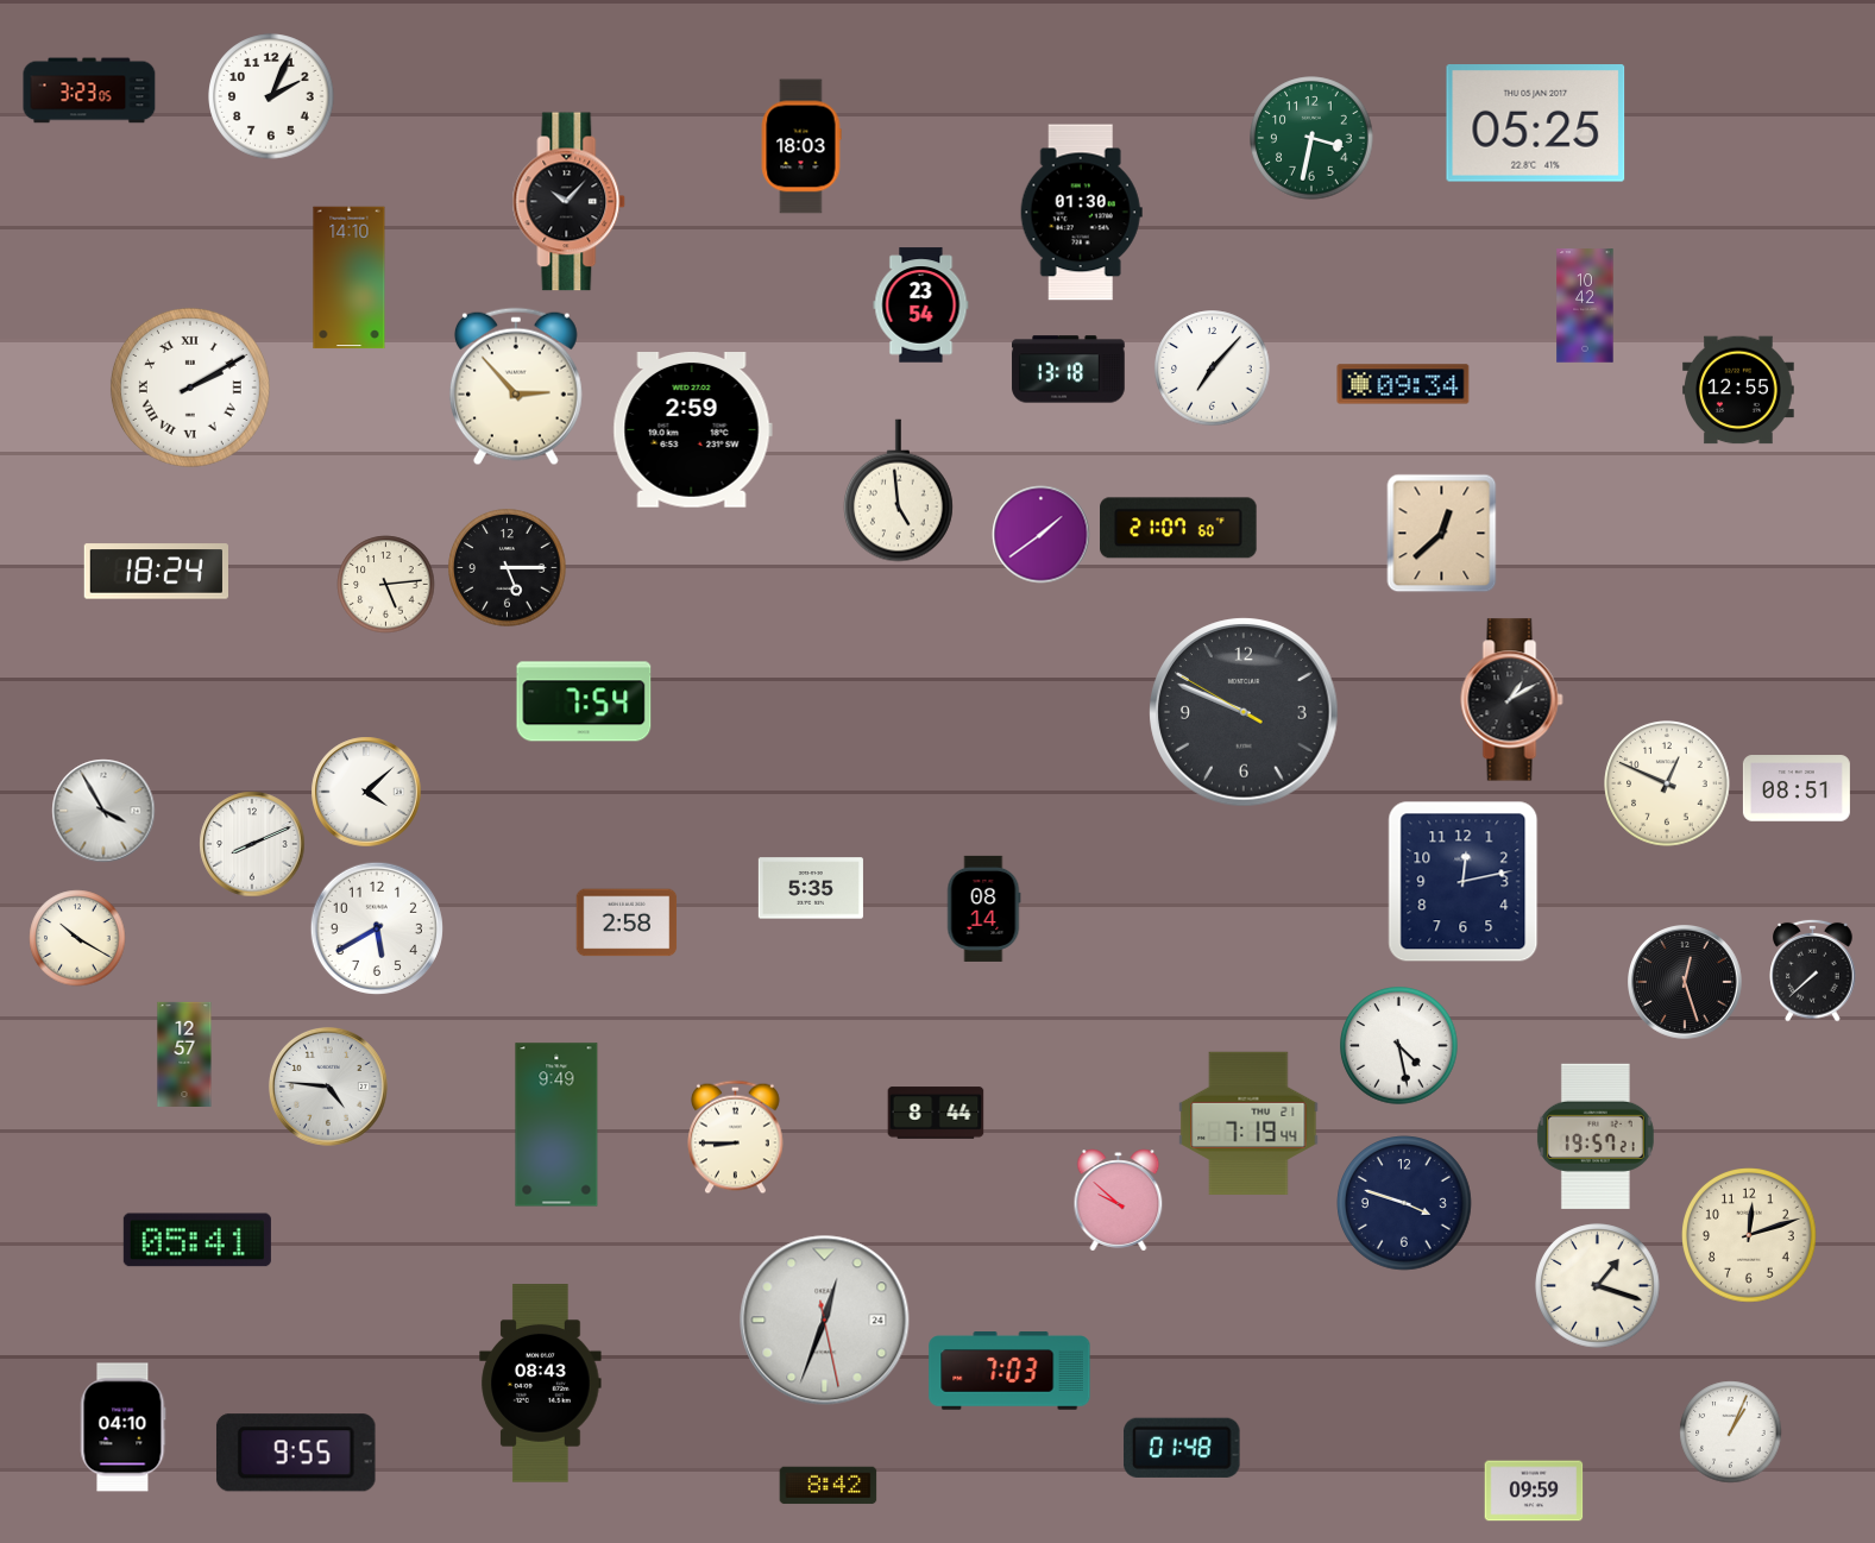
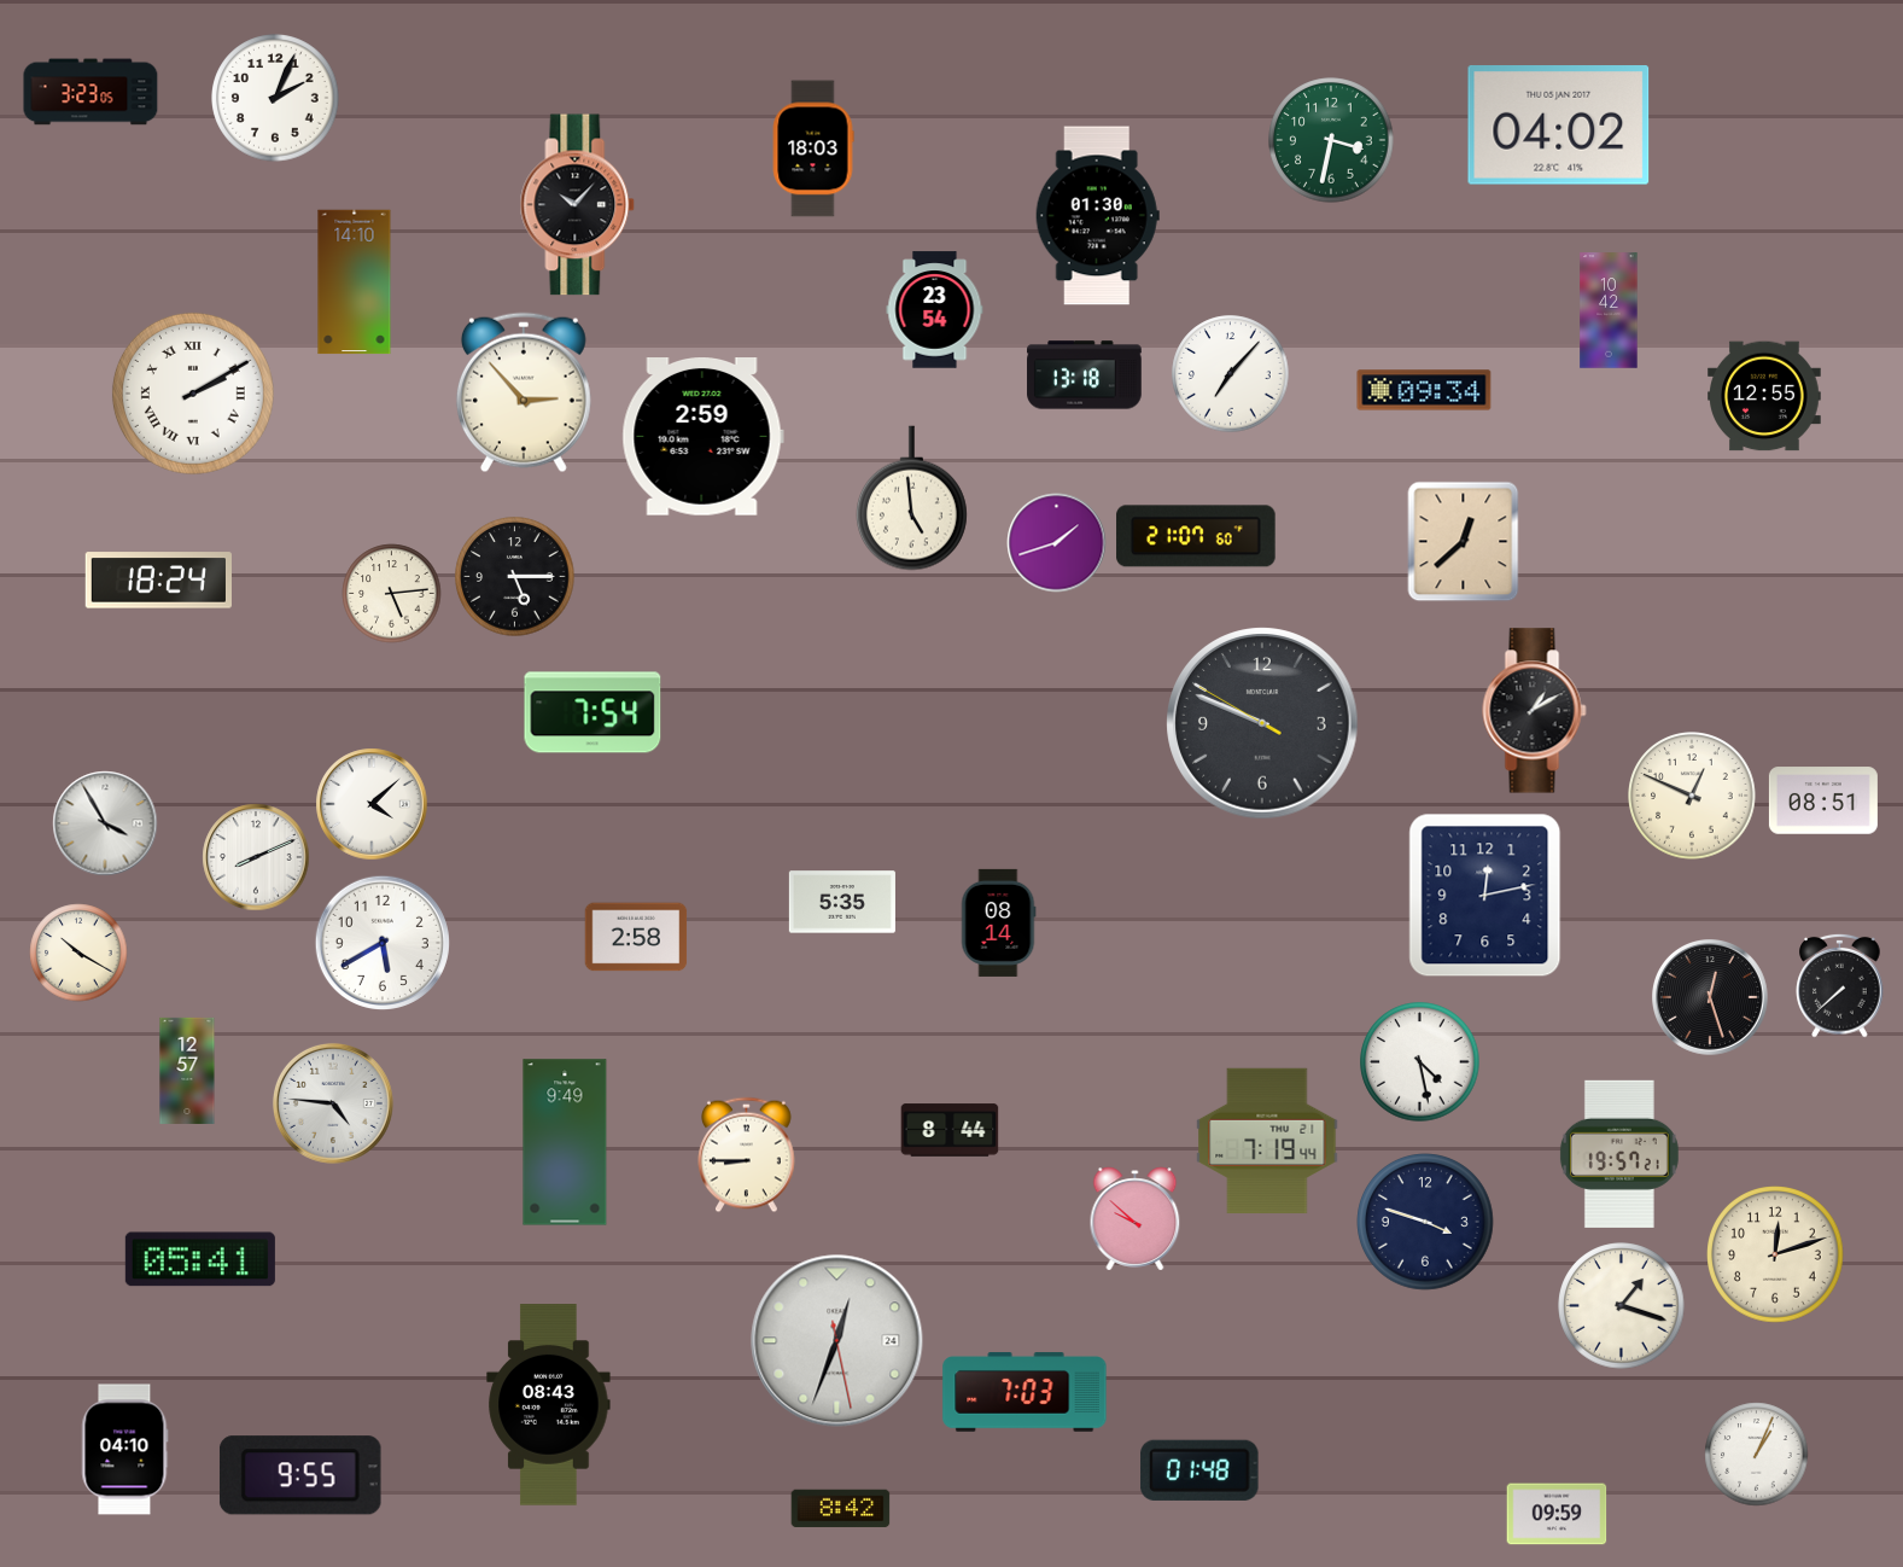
clock at (1536, 124): 05:25 -> 04:02
clock at (1042, 535): 1:39 -> 1:42
clock at (811, 888) position: (811, 888) -> (842, 902)
